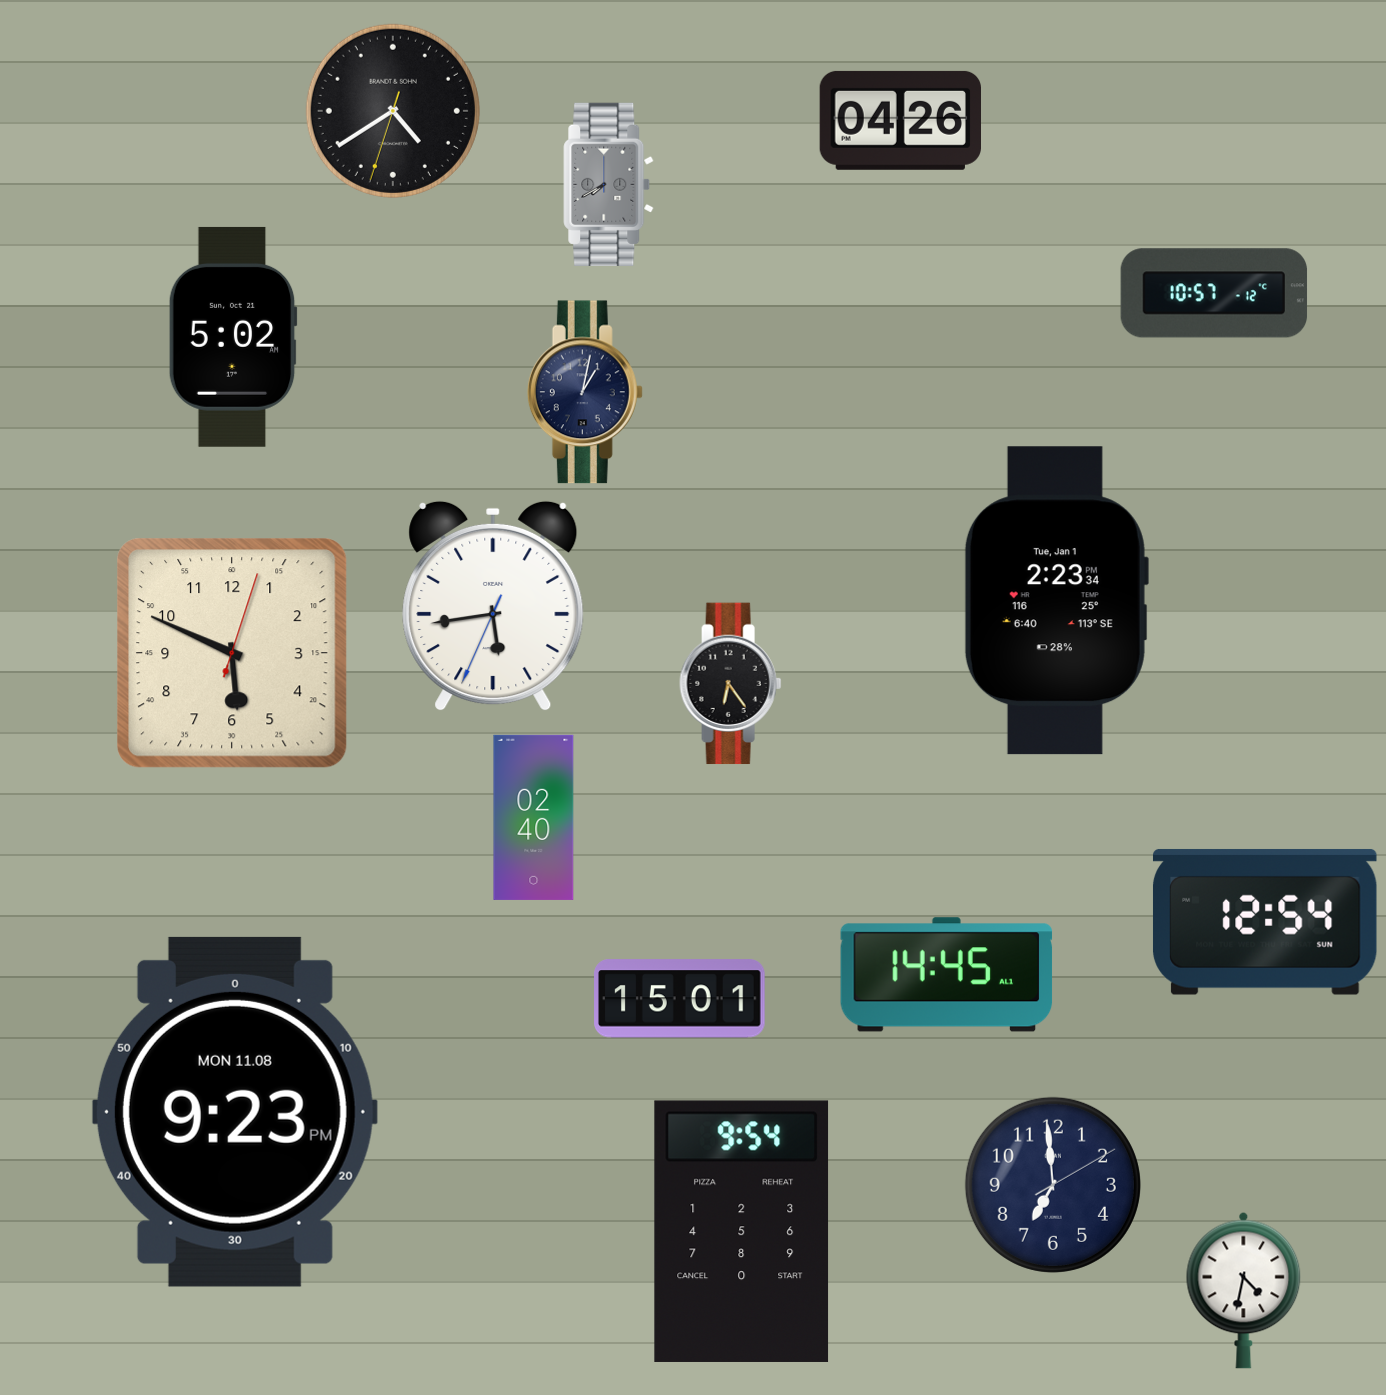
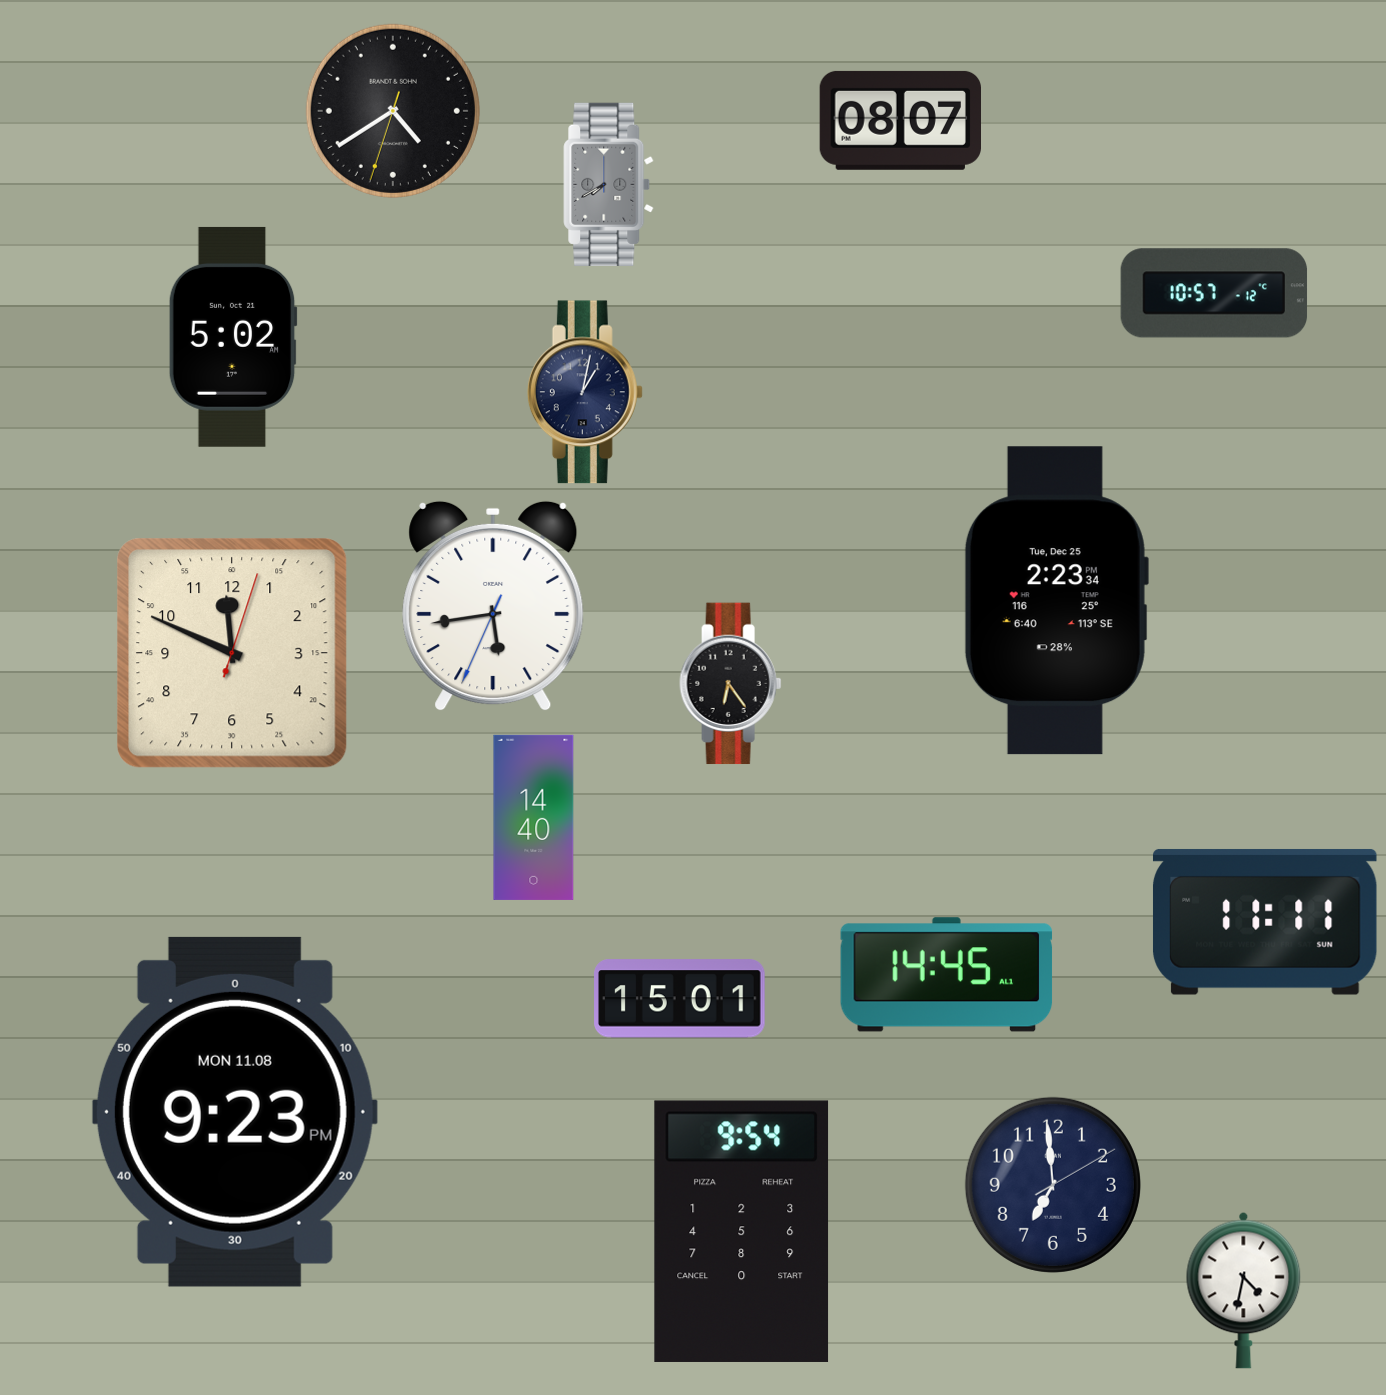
clock at (900, 120): 04:26 -> 08:07
clock at (1056, 601) date: Tue, Jan 1 -> Tue, Dec 25
clock at (232, 653): 5:49 -> 11:49
clock at (534, 817): 02:40 -> 14:40
clock at (1265, 922): 12:54 -> 11:11
